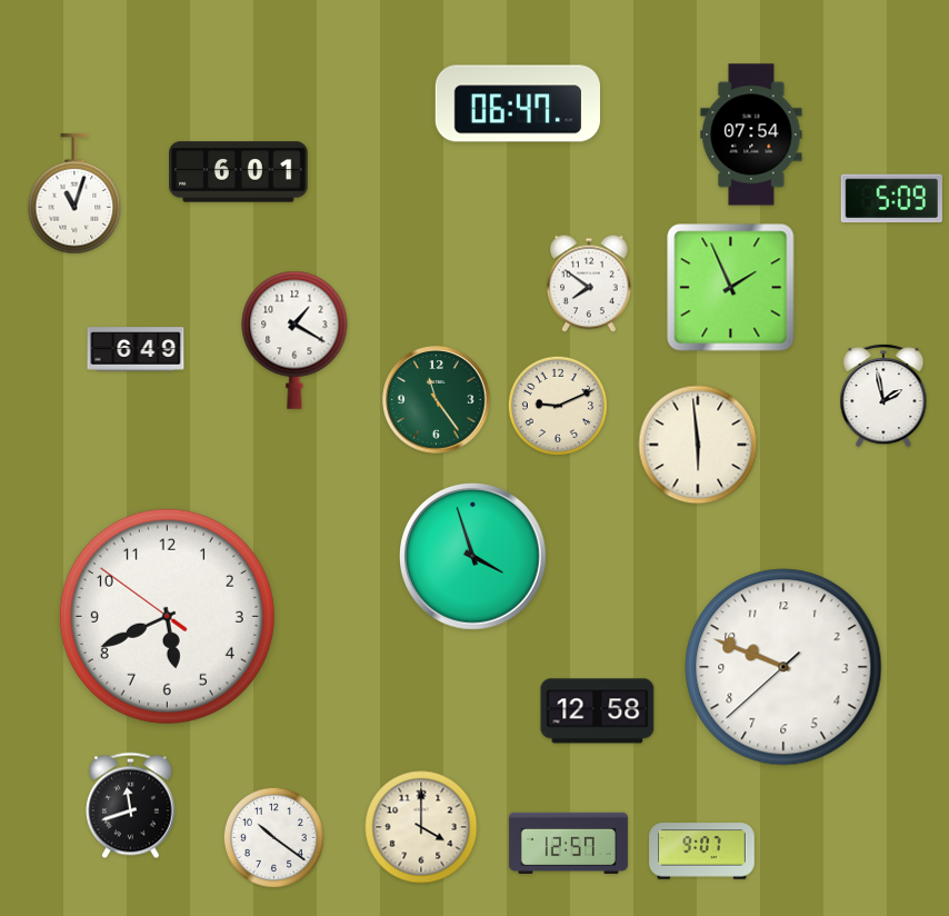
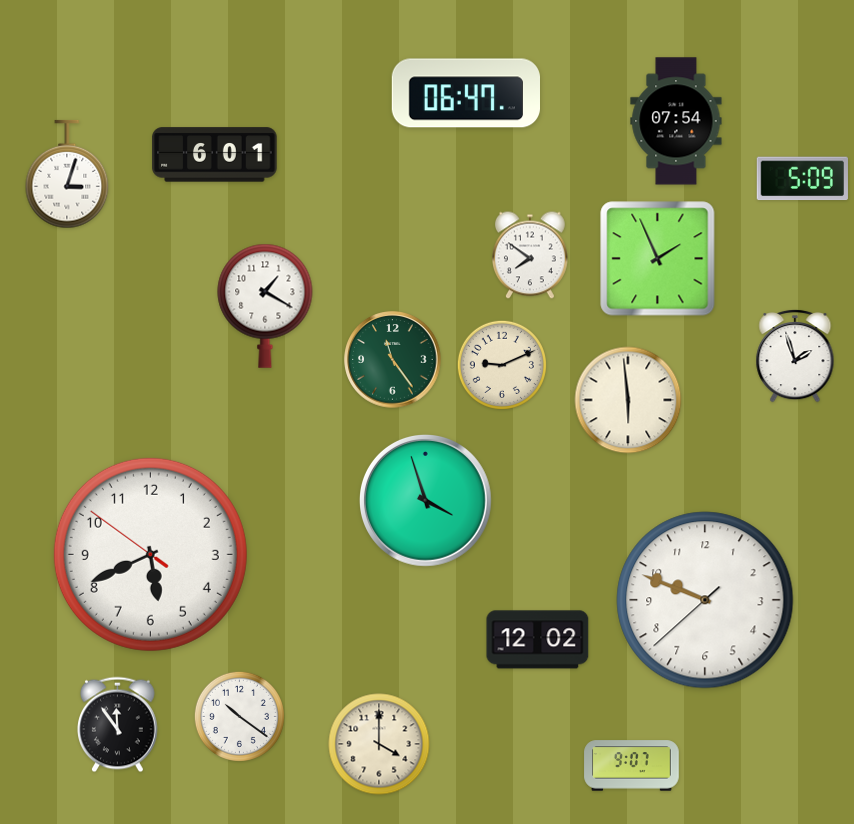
clock at (74, 193): 11:03 -> 3:03
clock at (136, 349): 6:49 -> none
clock at (883, 396): 1:58 -> 1:57
clock at (598, 711): 12:58 -> 12:02
clock at (131, 806): 11:42 -> 11:54
clock at (273, 837) position: (273, 837) -> (239, 716)
clock at (568, 843): 12:57 -> none
